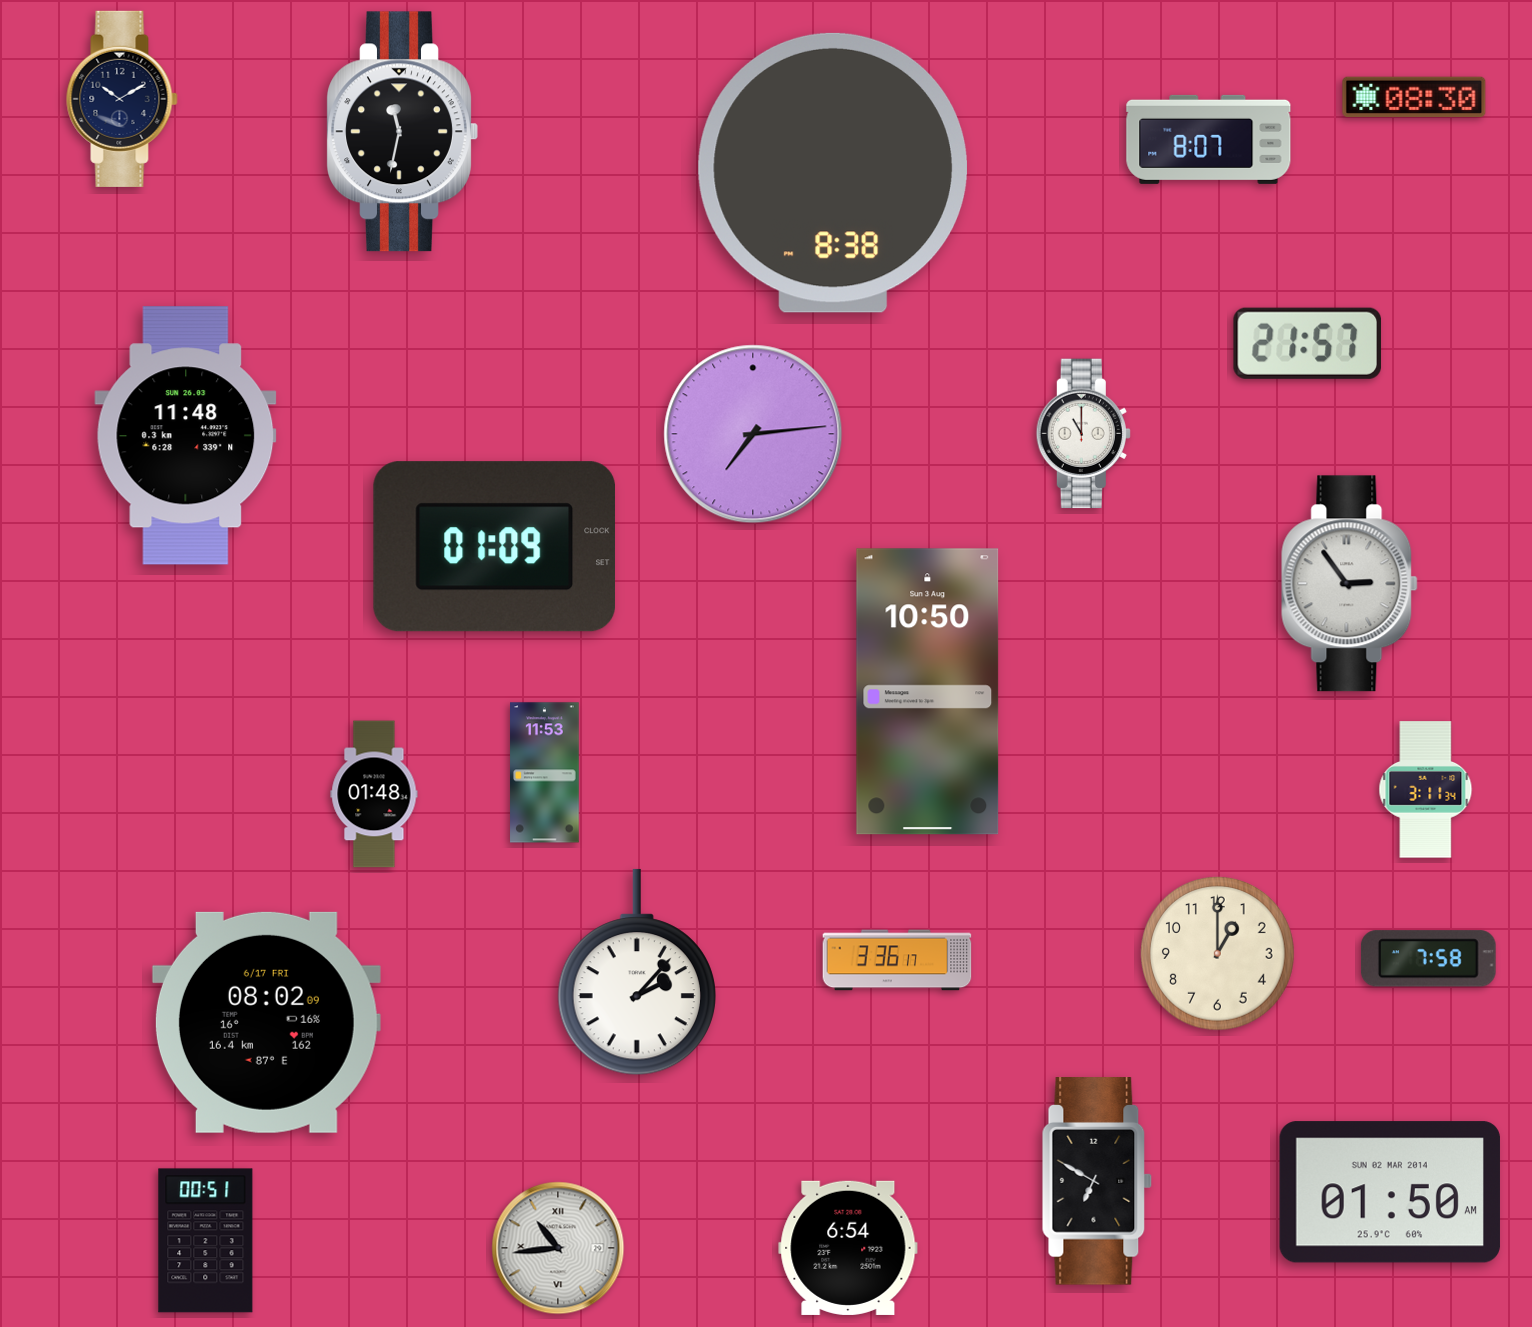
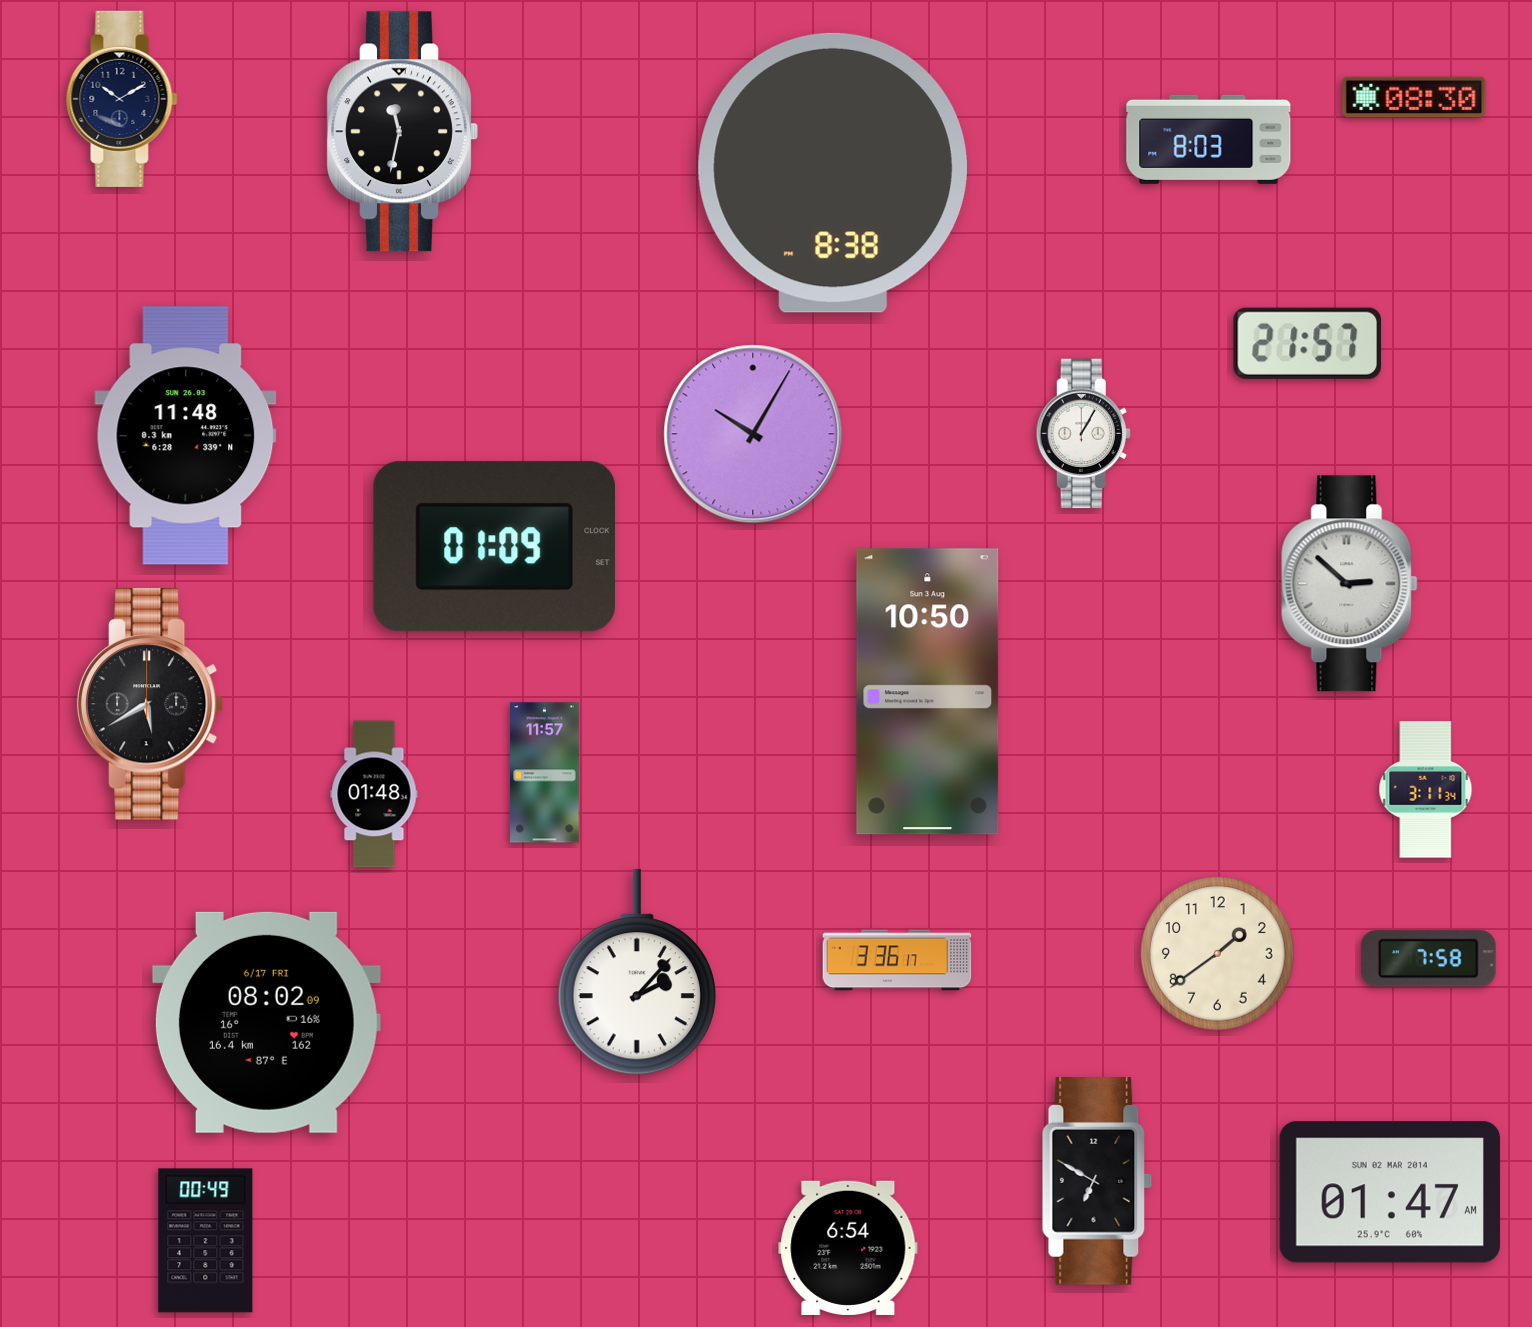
clock at (1209, 139): 8:07 -> 8:03
clock at (753, 434): 7:14 -> 10:05
clock at (1083, 434): 11:00 -> 1:05
clock at (1350, 584): 2:54 -> 2:52
clock at (150, 704): none -> 5:40
clock at (545, 773): 11:53 -> 11:57
clock at (1218, 954): 1:00 -> 1:39
clock at (1390, 1192): 01:50 -> 01:47
clock at (206, 1241): 00:51 -> 00:49
clock at (558, 1248): 10:44 -> none
